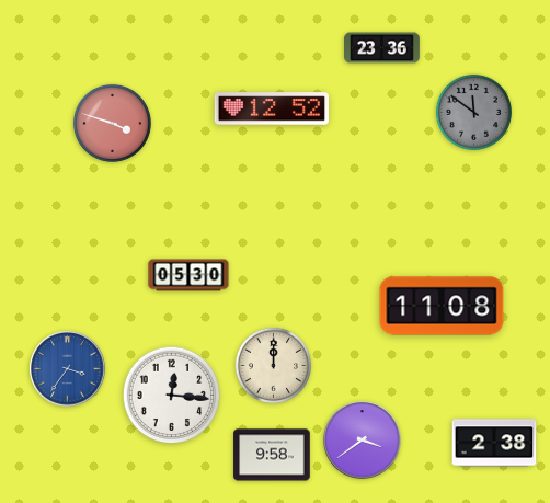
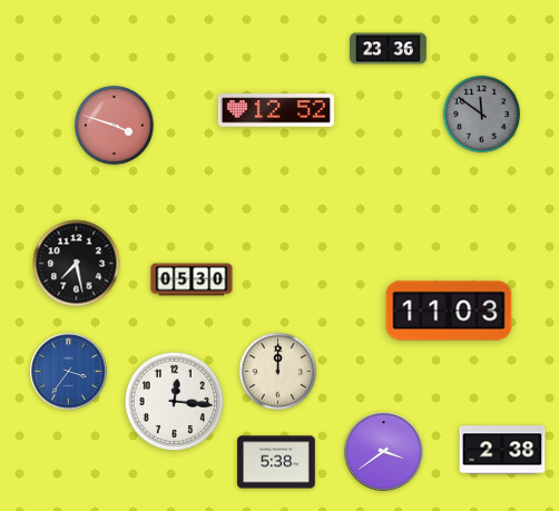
clock at (77, 264): none -> 7:28
clock at (442, 306): 11:08 -> 11:03
clock at (68, 369) position: (68, 369) -> (69, 372)
clock at (363, 441) position: (363, 441) -> (384, 452)
clock at (272, 455): 9:58 -> 5:38
